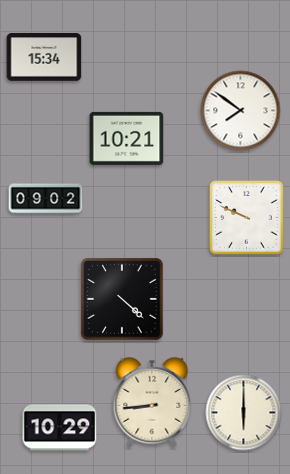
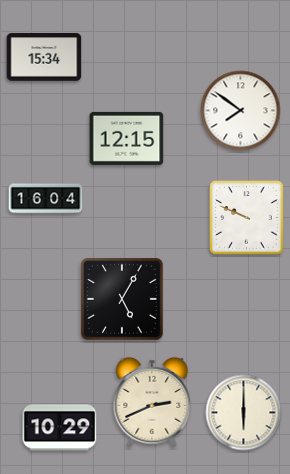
clock at (127, 138): 10:21 -> 12:15
clock at (46, 199): 09:02 -> 16:04
clock at (123, 300): 4:22 -> 5:05
clock at (152, 402): 8:44 -> 2:41
